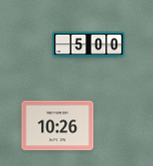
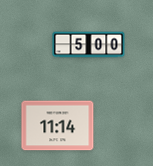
clock at (58, 126): 10:26 -> 11:14
